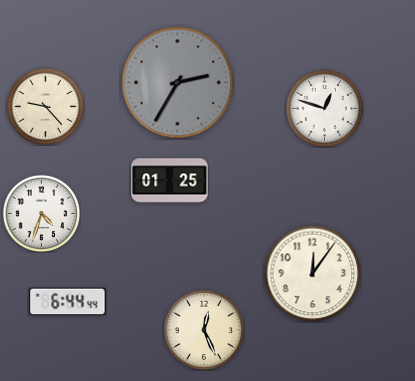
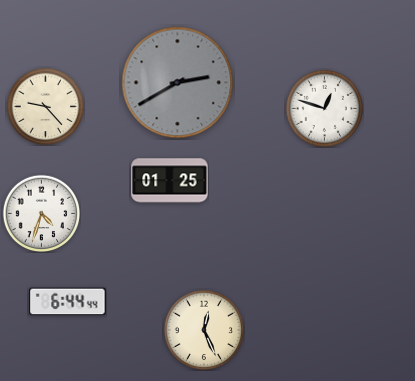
clock at (178, 83): 2:35 -> 2:40
clock at (312, 273): 12:06 -> none
